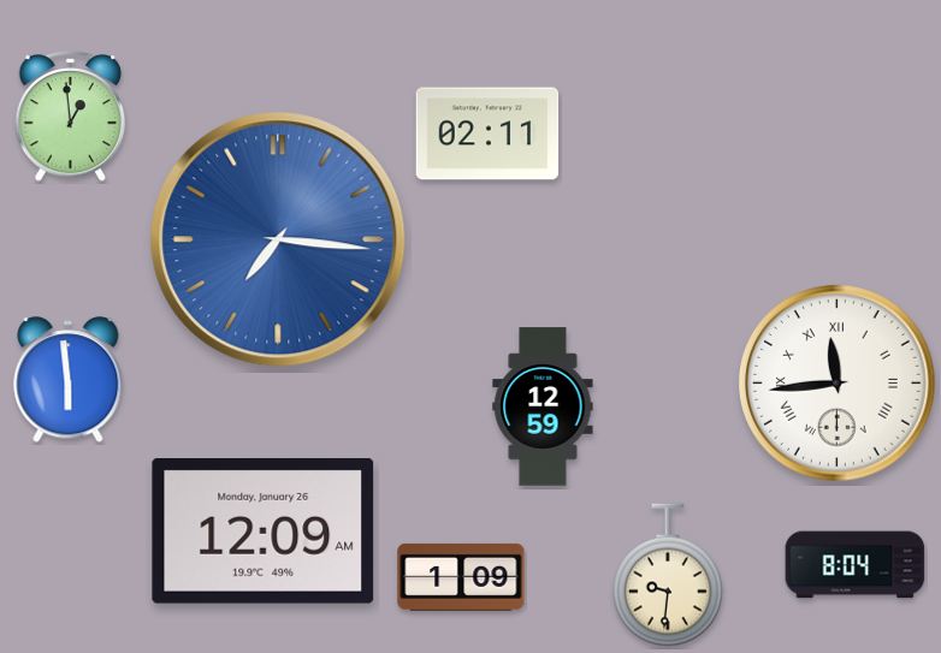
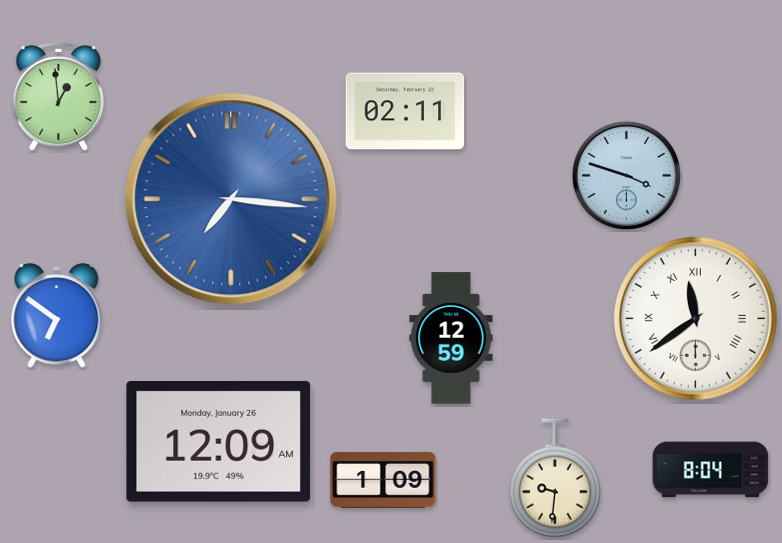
clock at (626, 175): none -> 3:48
clock at (69, 380): 5:59 -> 6:51
clock at (836, 382): 11:44 -> 11:39
